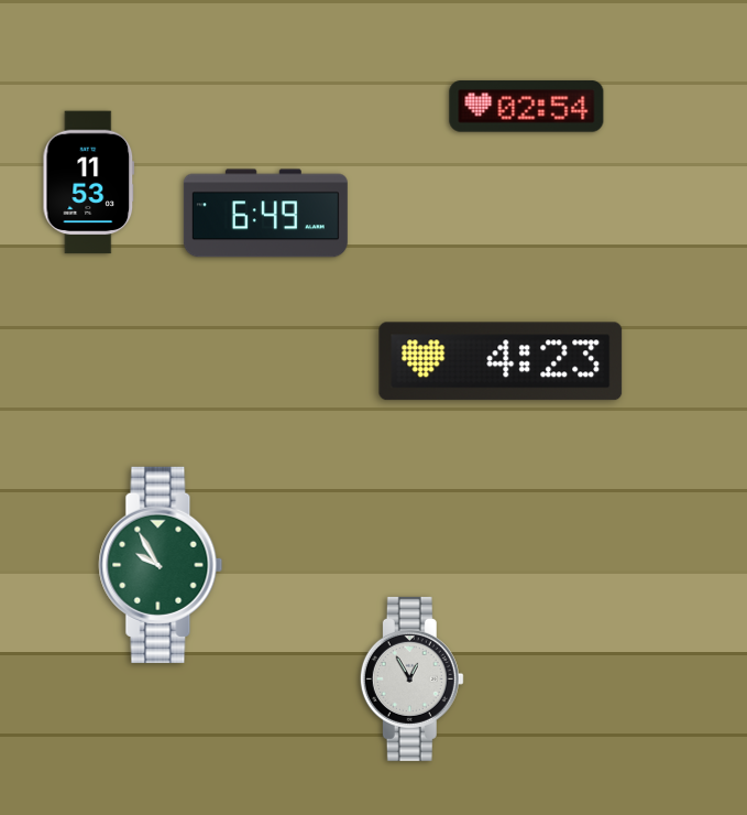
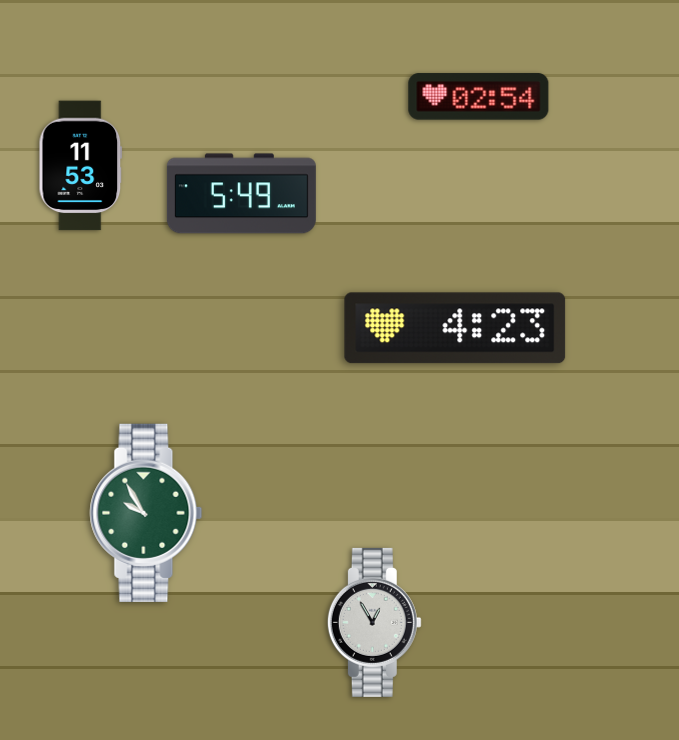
clock at (265, 214): 6:49 -> 5:49
clock at (411, 678) position: (411, 678) -> (374, 622)
